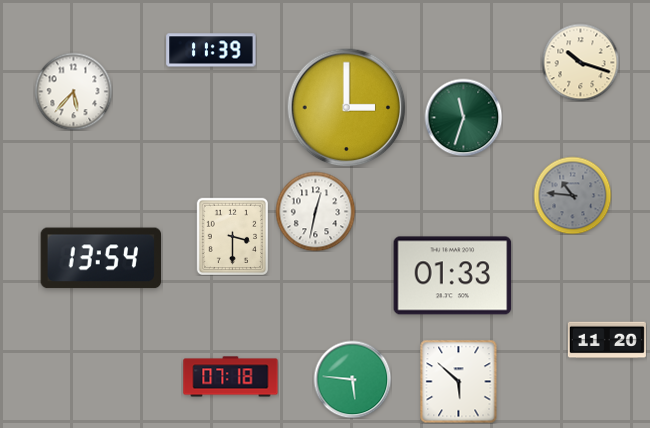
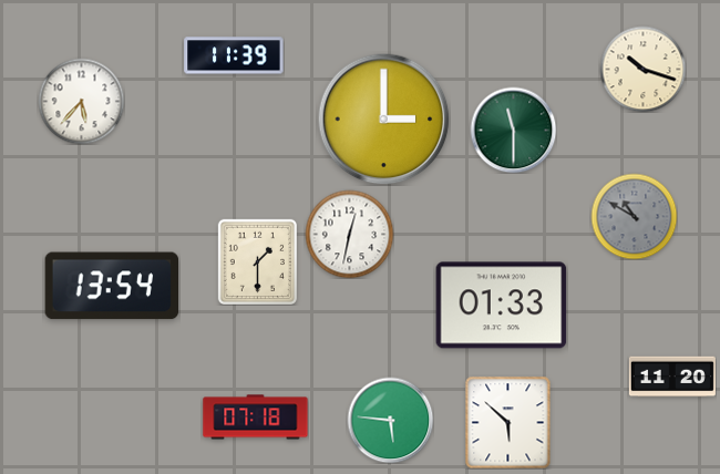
clock at (463, 117): 11:33 -> 11:30
clock at (572, 195): 10:46 -> 10:50
clock at (232, 236): 3:30 -> 1:30
